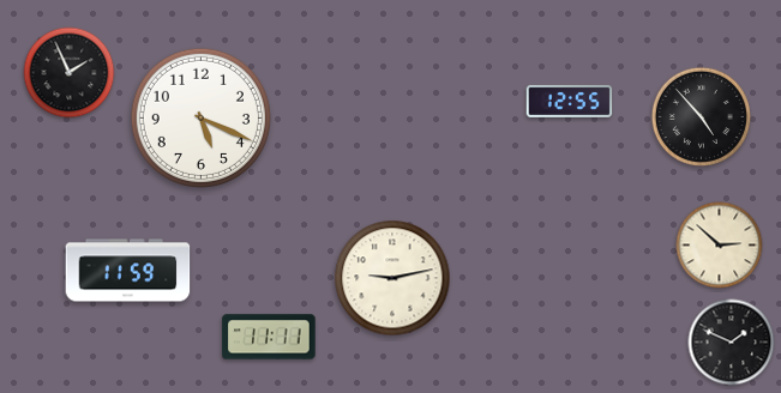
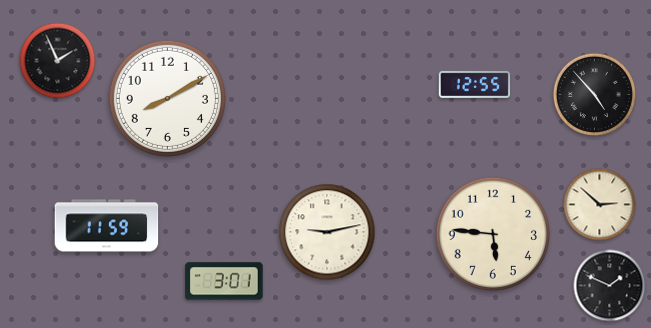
clock at (701, 116) position: (701, 116) -> (594, 94)
clock at (200, 117): 5:19 -> 8:10
clock at (492, 233): none -> 5:46
clock at (269, 337): 11:11 -> 3:01
